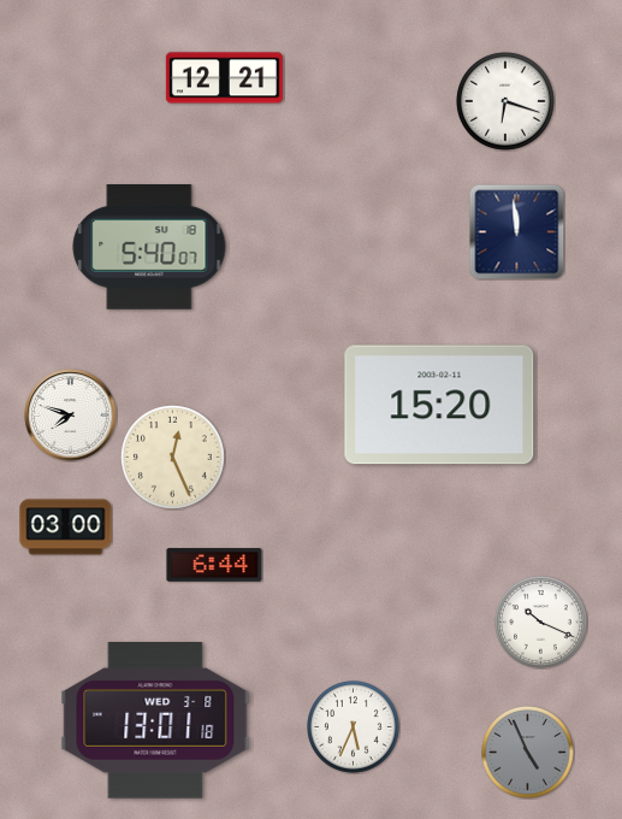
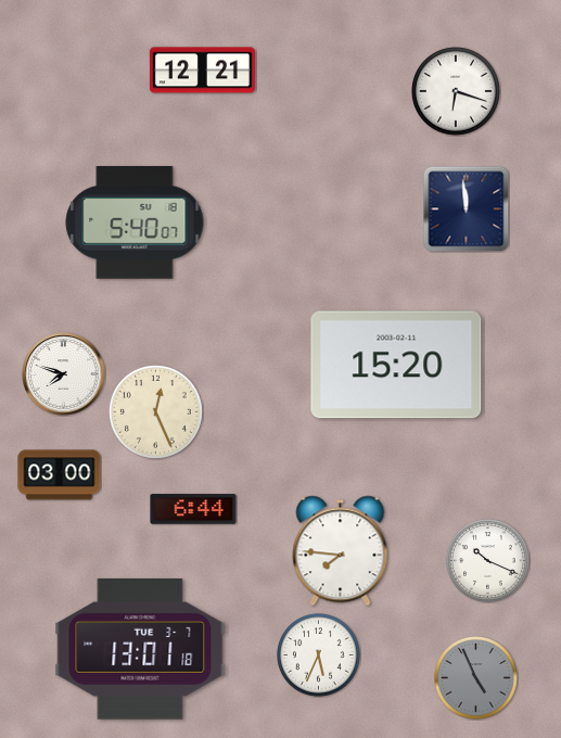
clock at (341, 551): none -> 7:46
clock at (155, 721) date: WED 3-8 -> TUE 3-7
